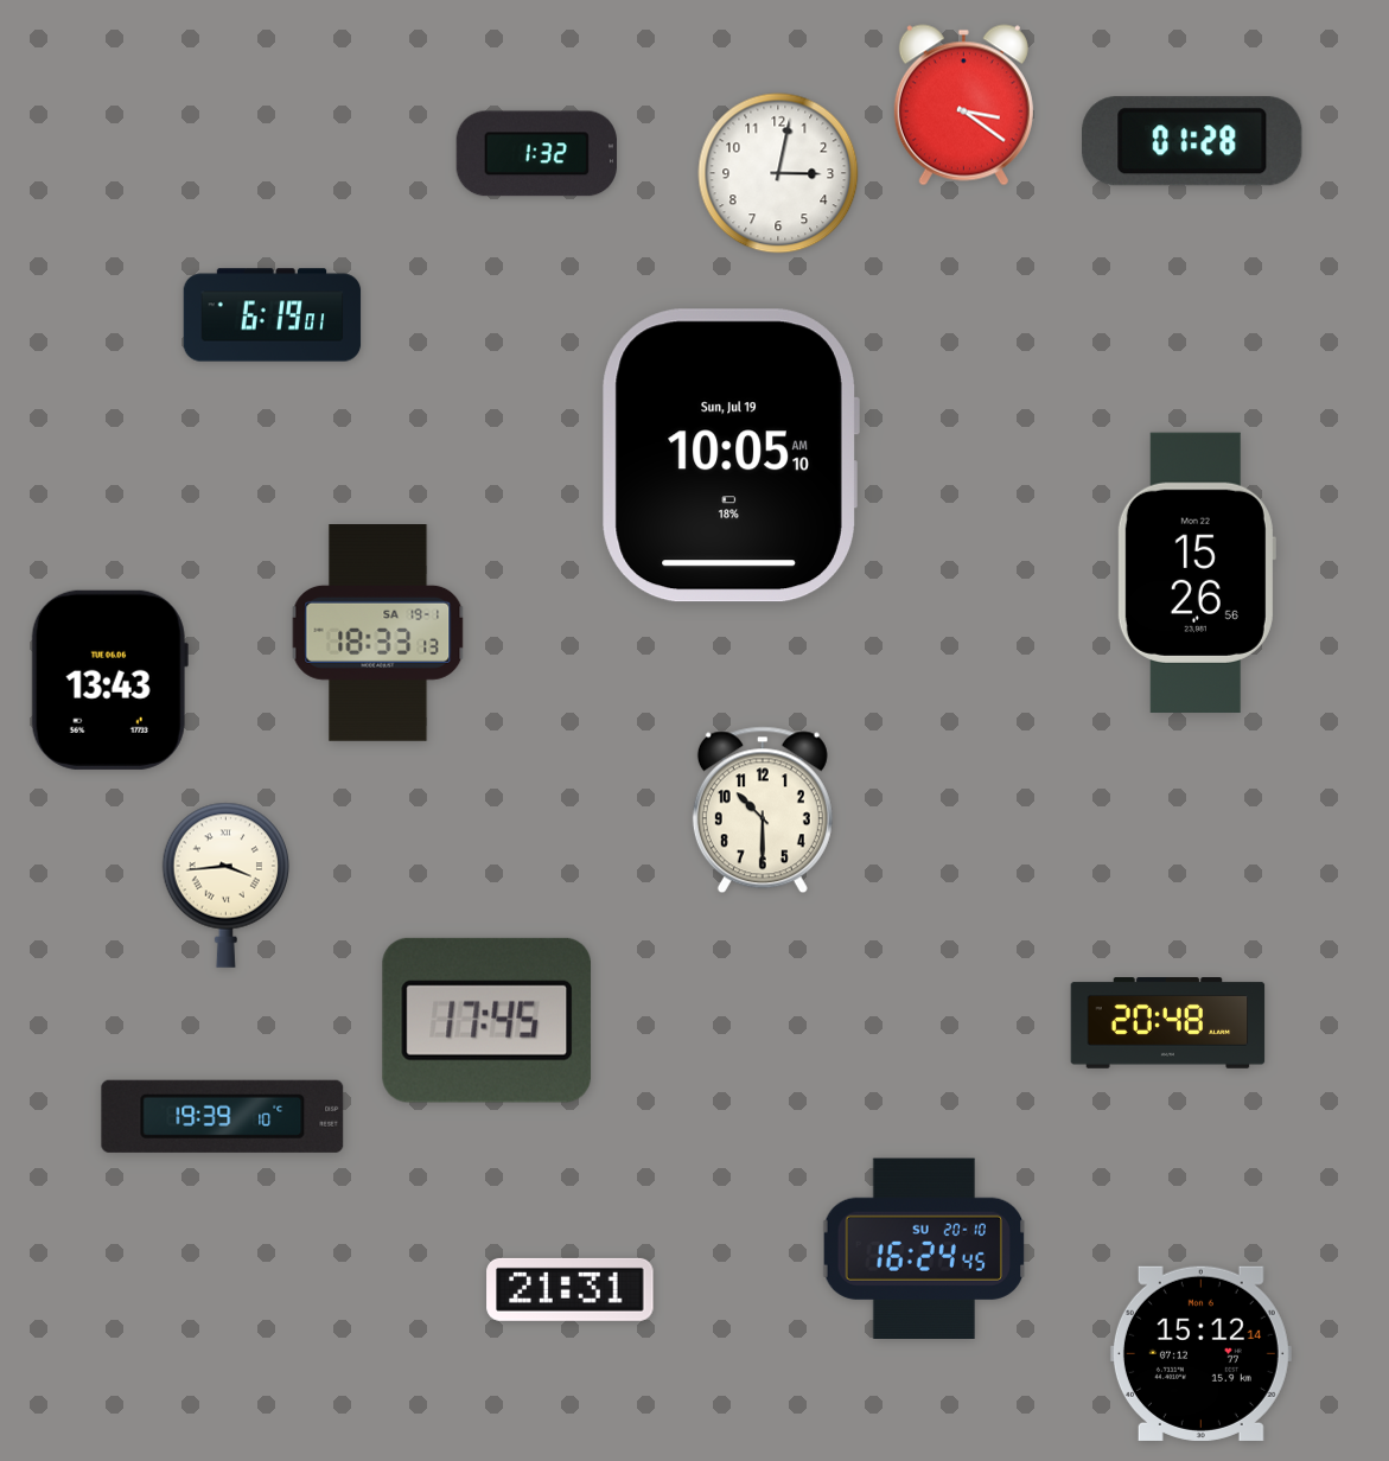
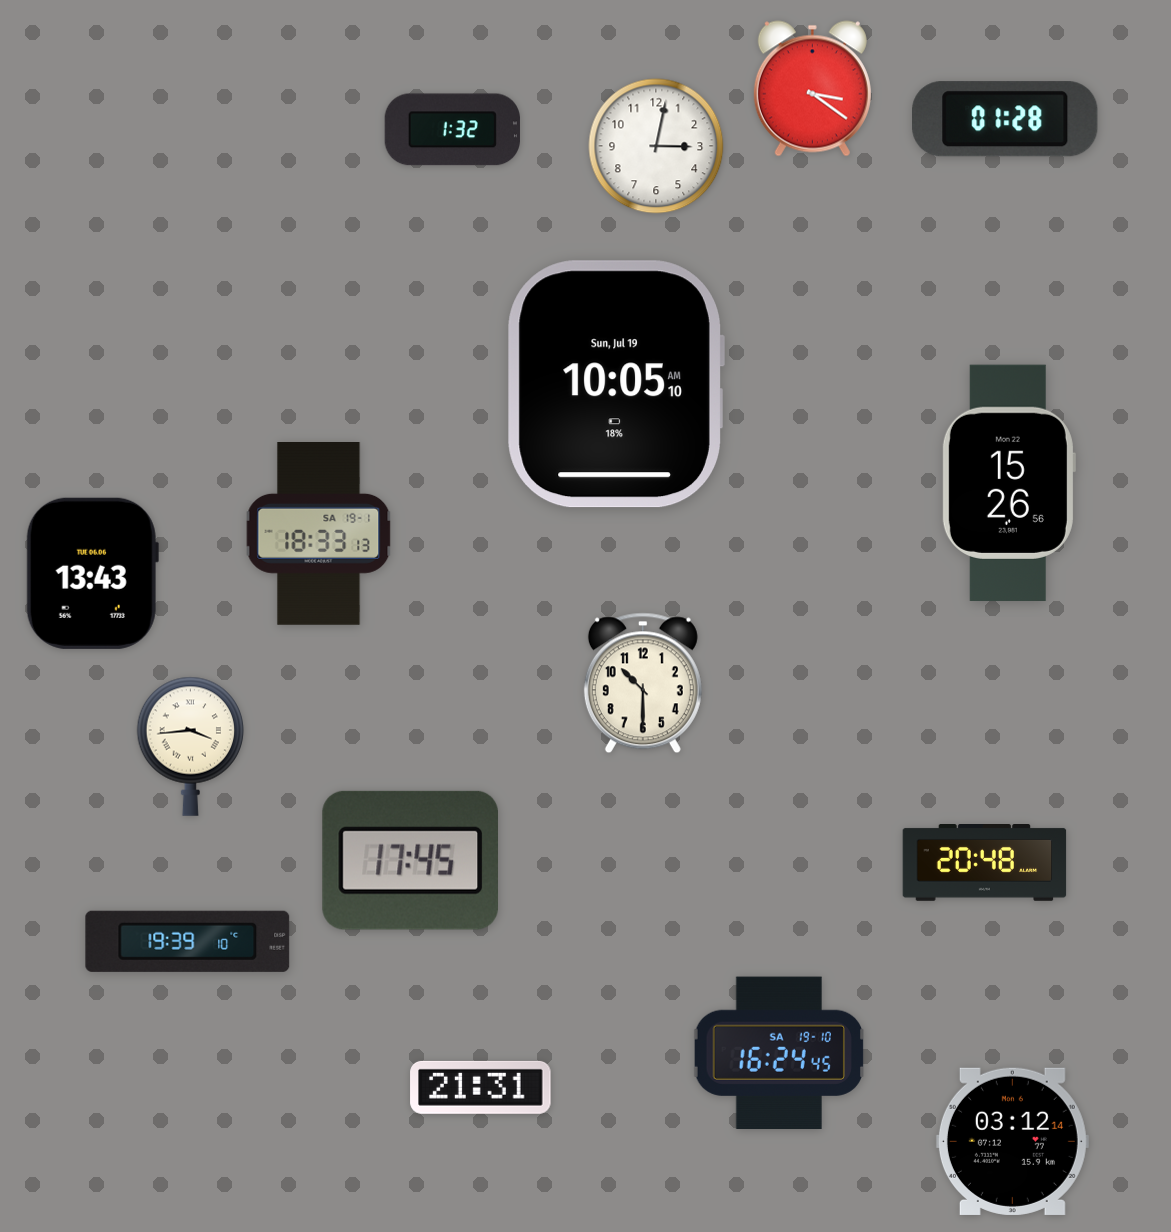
clock at (273, 315): 6:19 -> none
clock at (923, 1248) date: SU 20-10 -> SA 19-10
clock at (1200, 1353): 15:12 -> 03:12
